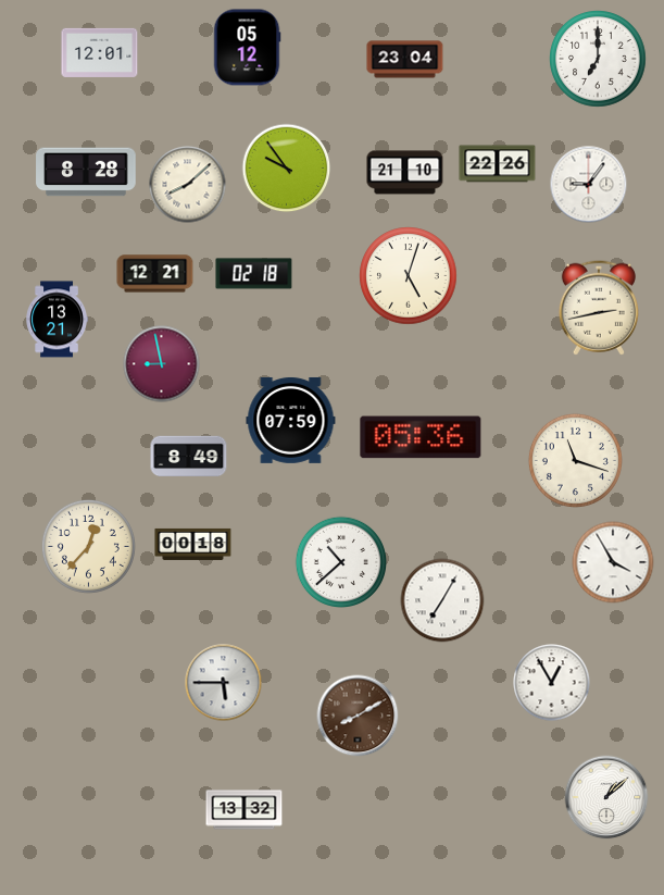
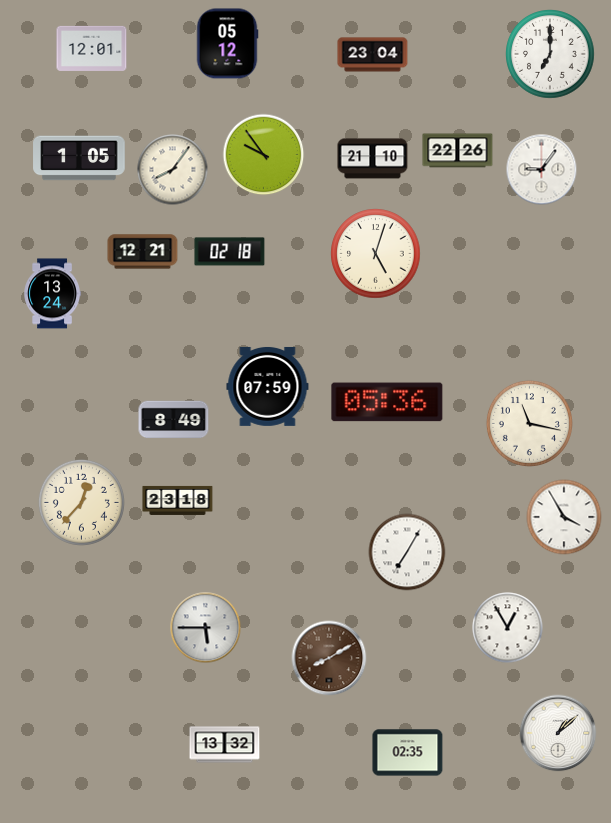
clock at (86, 172): 8:28 -> 1:05
clock at (188, 185): 8:08 -> 8:06
clock at (254, 274) position: (254, 274) -> (230, 252)
clock at (599, 308): 2:43 -> none
clock at (57, 320): 13:21 -> 13:24
clock at (162, 364): 8:58 -> none
clock at (575, 460): 11:18 -> 11:17
clock at (193, 544): 00:18 -> 23:18
clock at (340, 561): 10:38 -> none
clock at (408, 753): none -> 02:35
